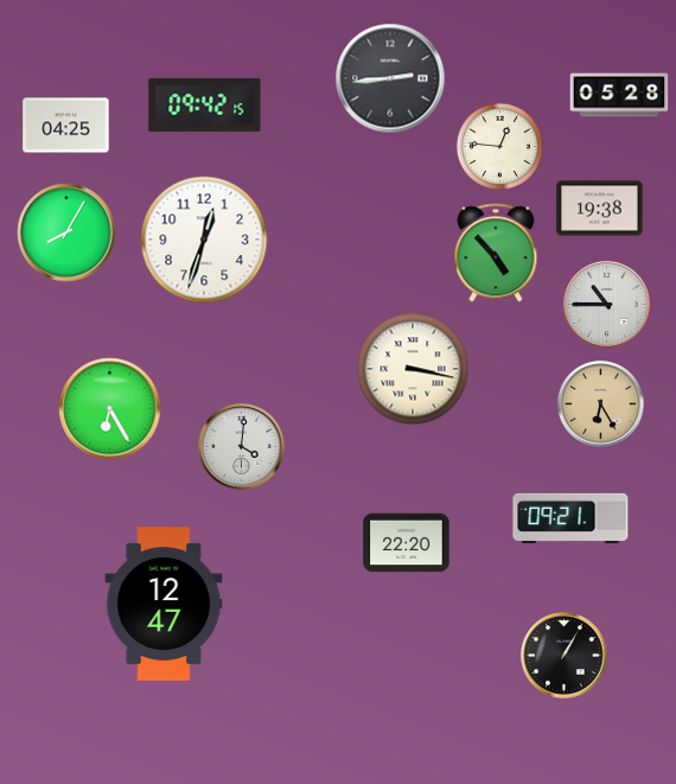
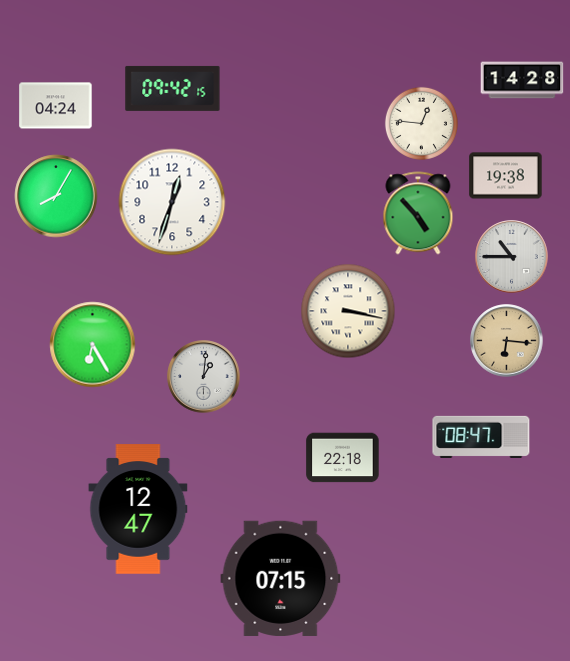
clock at (390, 78): 2:44 -> none
clock at (619, 95): 05:28 -> 14:28
clock at (66, 126): 04:25 -> 04:24
clock at (601, 404): 6:25 -> 6:16
clock at (242, 447): 4:01 -> 1:01
clock at (570, 518): 09:21 -> 08:47
clock at (407, 543): 22:20 -> 22:18
clock at (565, 656): 1:05 -> none
clock at (281, 578): none -> 07:15
